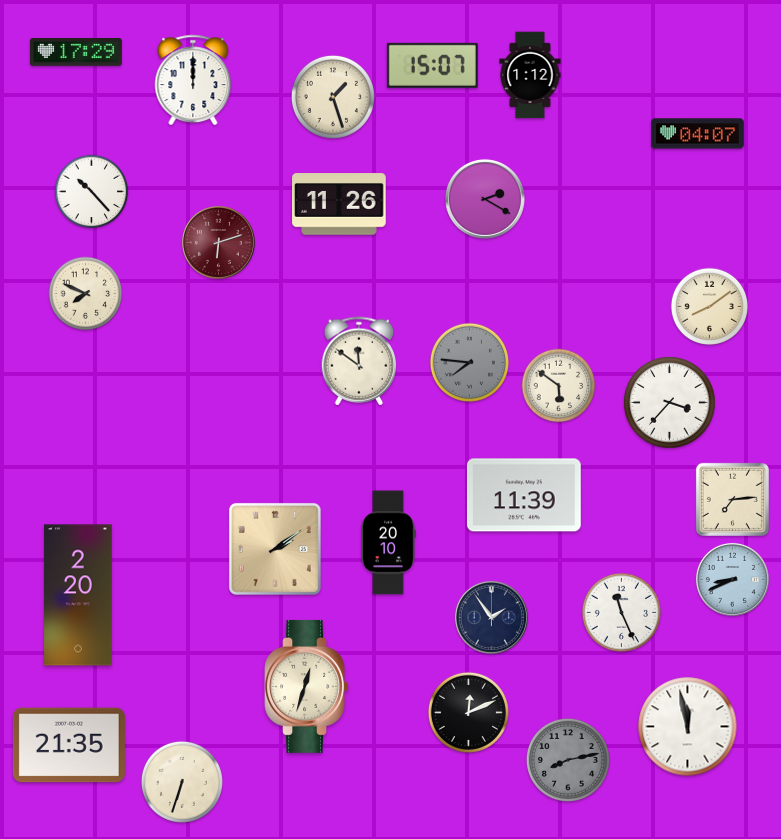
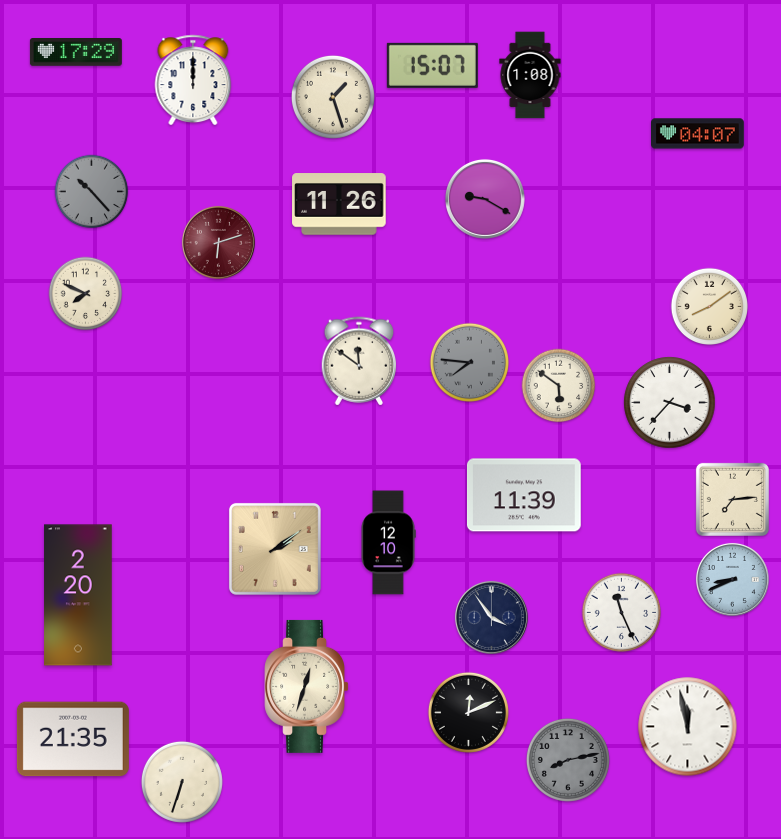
clock at (530, 75): 1:12 -> 1:08
clock at (92, 192) dial: white -> grey
clock at (485, 199): 2:20 -> 9:20
clock at (388, 543): 20:10 -> 12:10
clock at (491, 617): 1:54 -> 3:54
clock at (69, 745) position: (69, 745) -> (73, 739)
